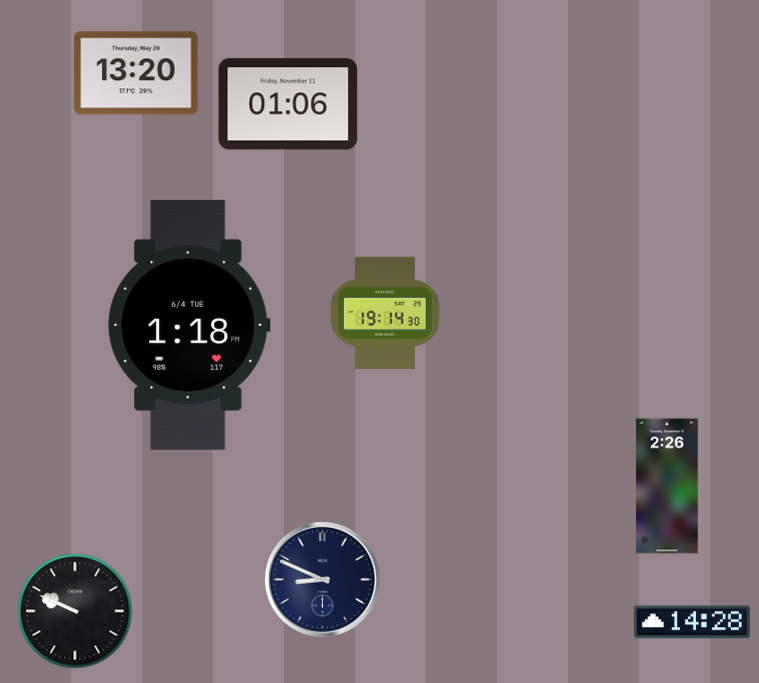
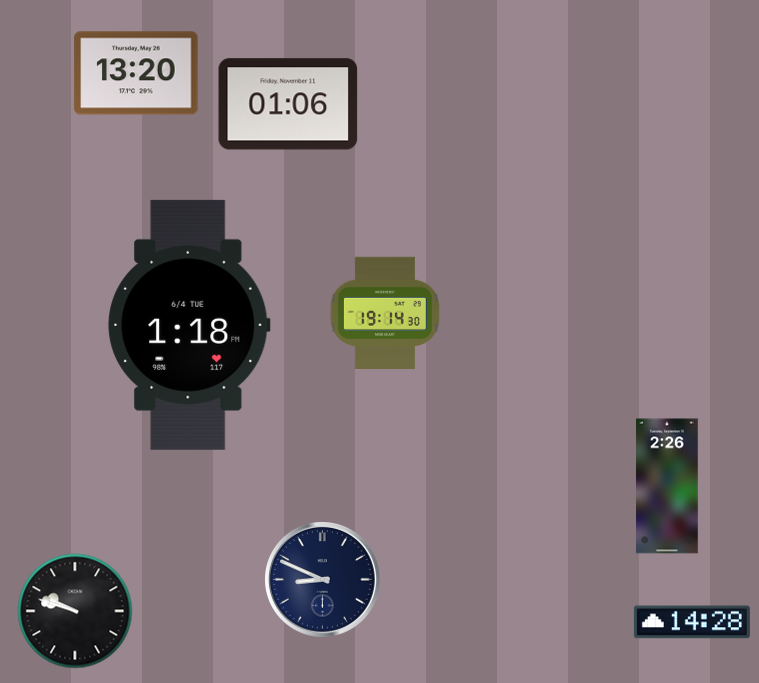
clock at (75, 611): 9:49 -> 9:48
